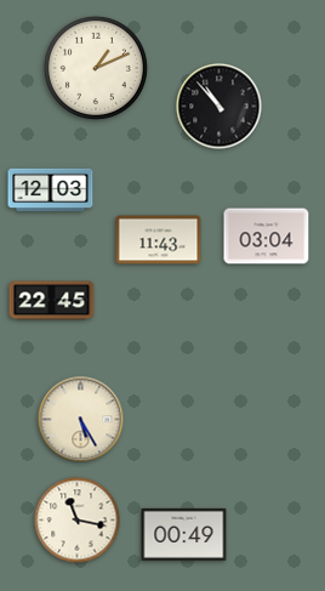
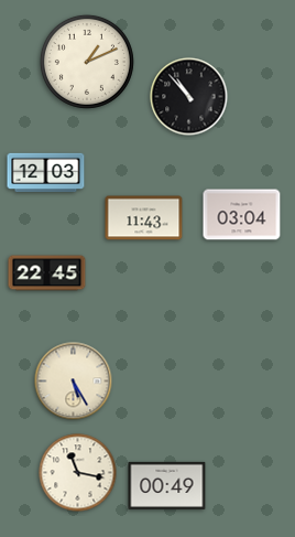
clock at (219, 107) position: (219, 107) -> (189, 97)
clock at (78, 521) position: (78, 521) -> (78, 473)
